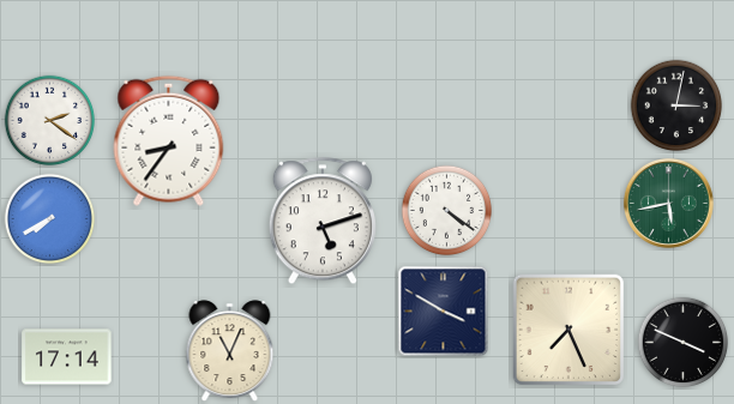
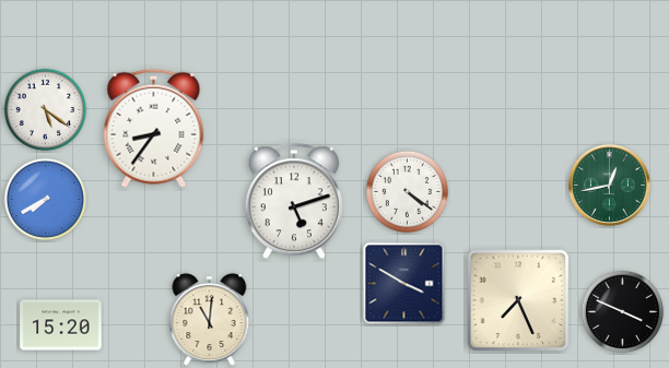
clock at (676, 105): 3:02 -> none
clock at (50, 121): 2:21 -> 5:21
clock at (668, 203): 5:43 -> 12:43
clock at (230, 351): 11:04 -> 11:01
clock at (67, 357): 17:14 -> 15:20
